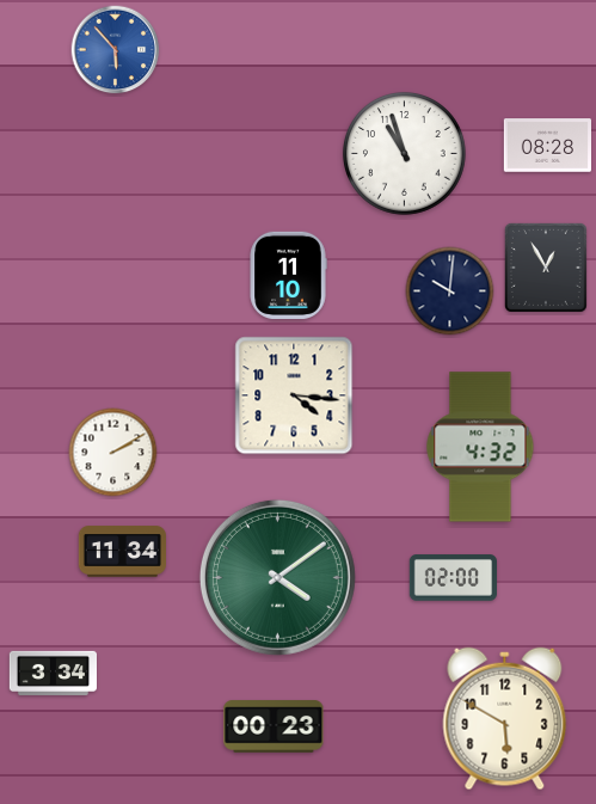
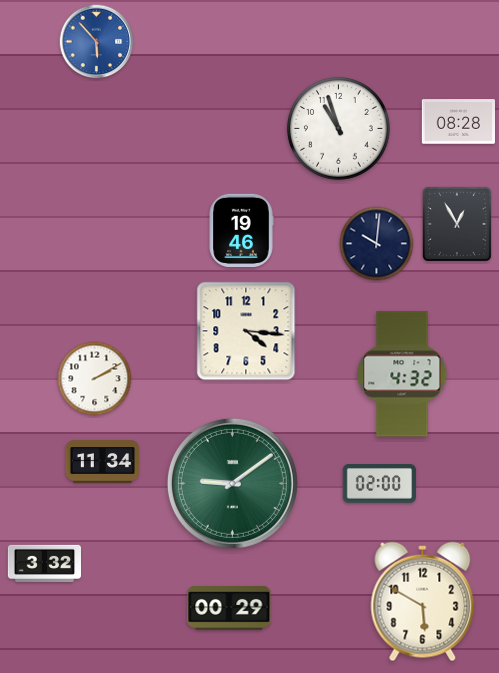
clock at (288, 275): 11:10 -> 19:46
clock at (277, 577): 4:09 -> 9:09
clock at (53, 673): 3:34 -> 3:32
clock at (274, 726): 00:23 -> 00:29
